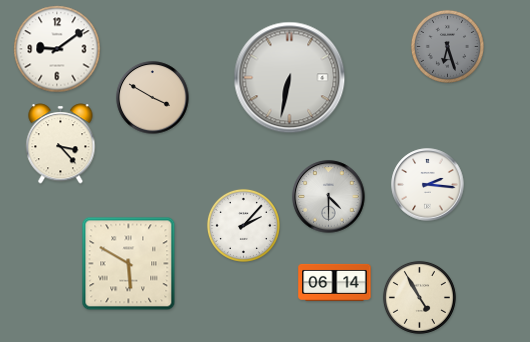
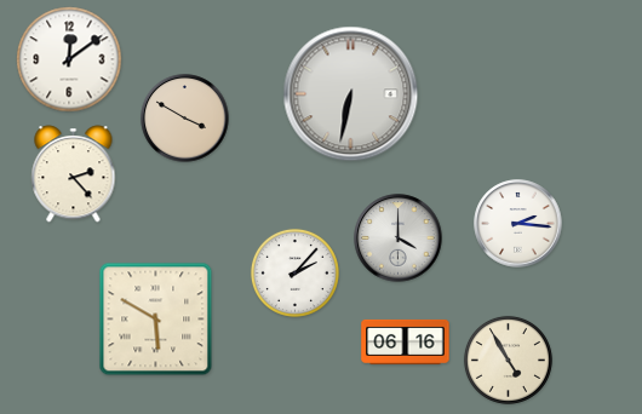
clock at (447, 46): 6:27 -> none
clock at (57, 49): 9:09 -> 12:09
clock at (61, 144): 3:23 -> 2:23
clock at (329, 197): 4:30 -> 4:00
clock at (335, 282): 06:14 -> 06:16
